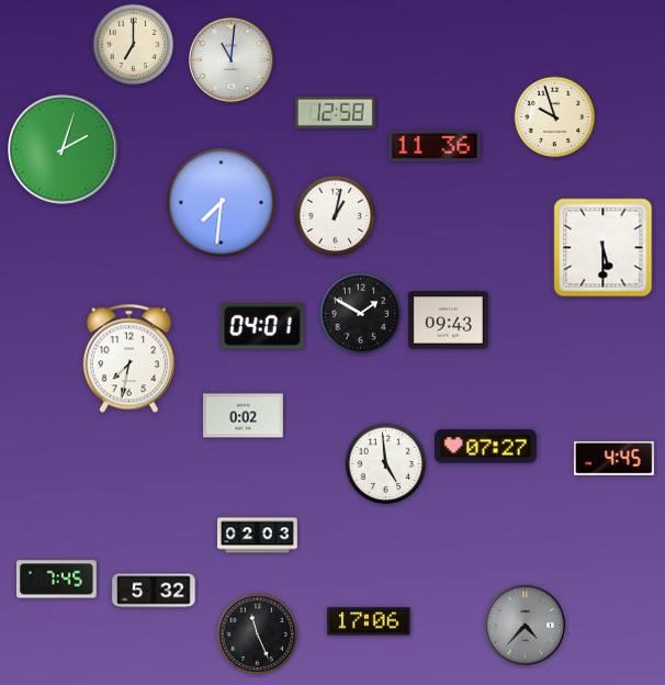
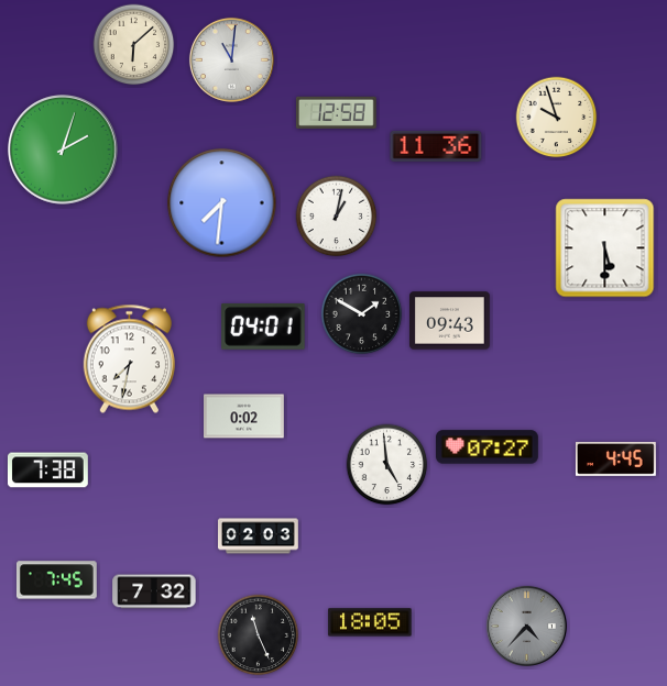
clock at (134, 45): 7:00 -> 6:08
clock at (47, 471): none -> 7:38
clock at (154, 591): 5:32 -> 7:32
clock at (369, 621): 17:06 -> 18:05
